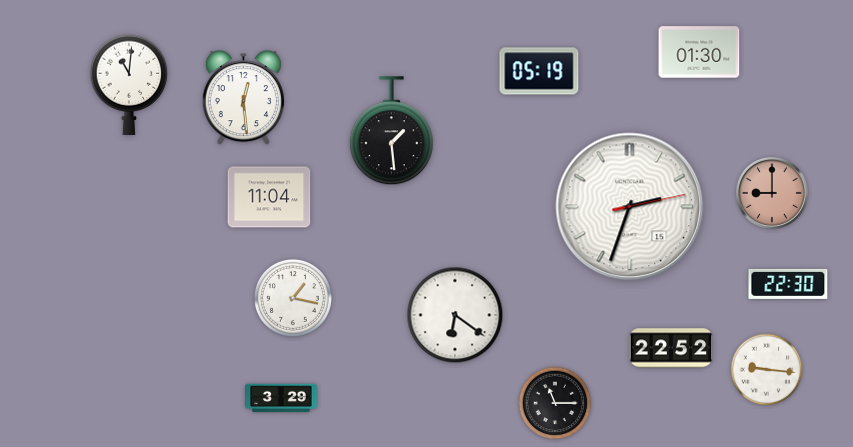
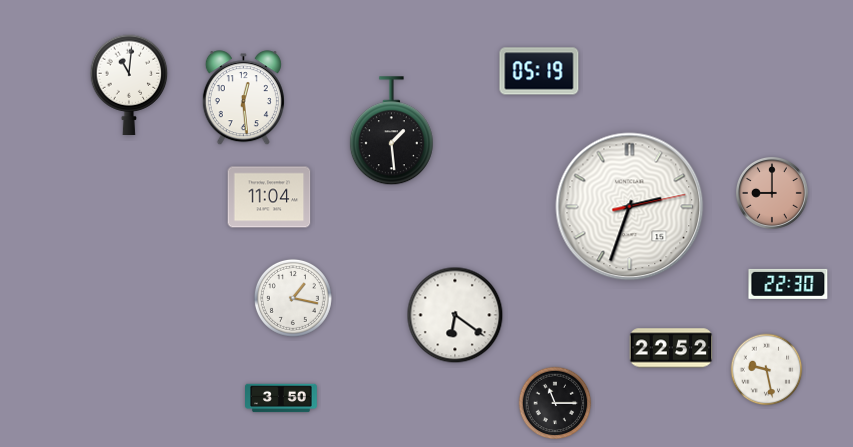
clock at (699, 52): 01:30 -> none
clock at (767, 370): 9:16 -> 9:28
clock at (282, 398): 3:29 -> 3:50
